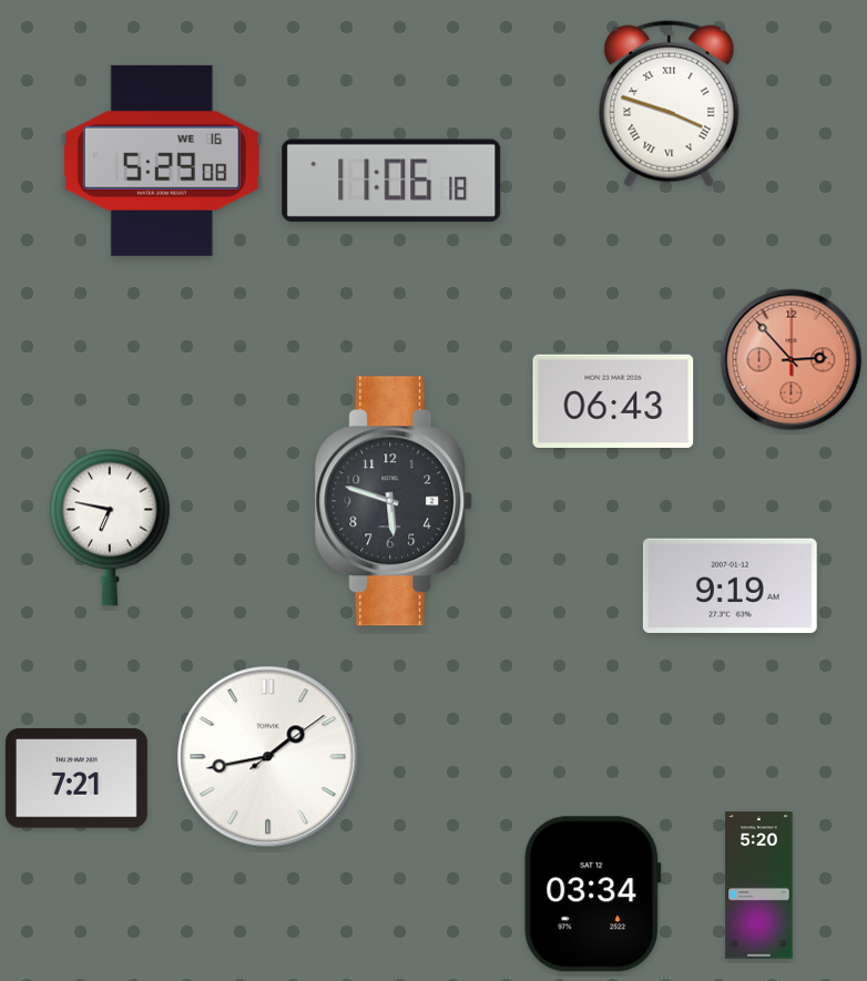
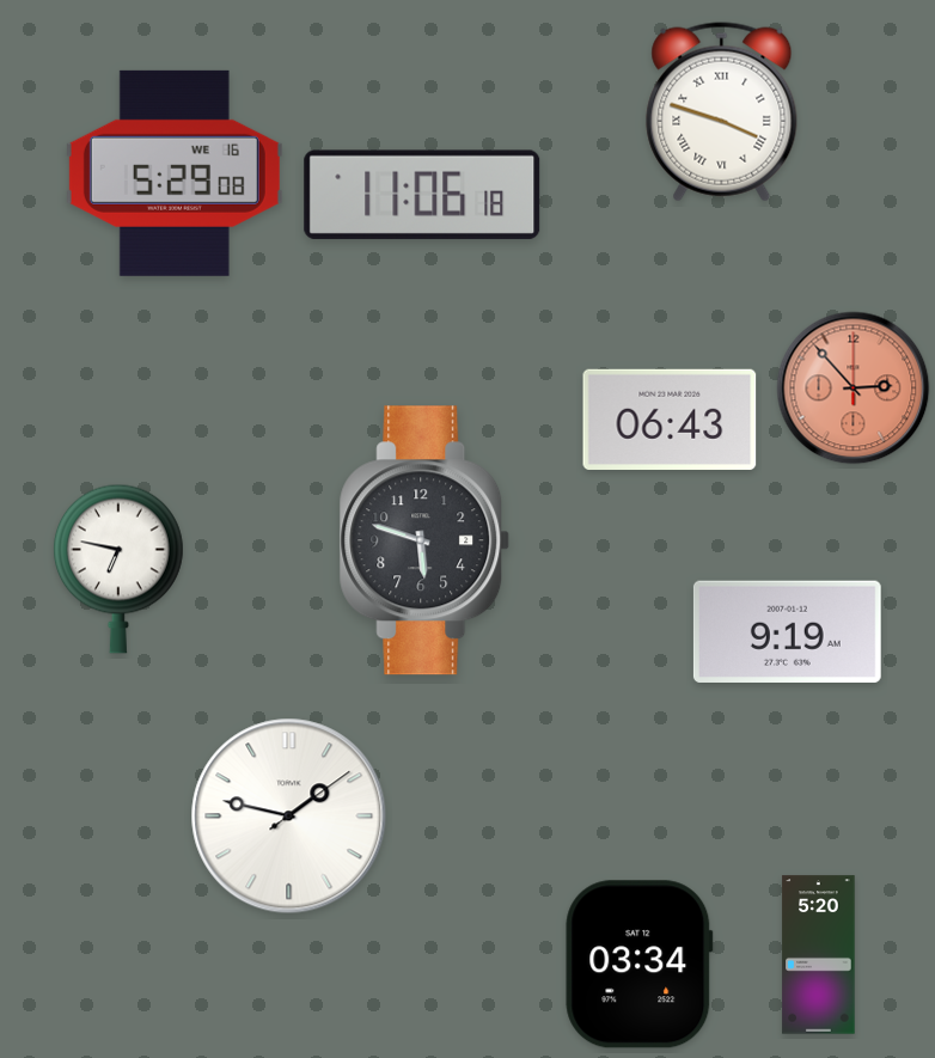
clock at (613, 401) position: (613, 401) -> (670, 420)
clock at (268, 757): 1:43 -> 1:47
clock at (76, 778): 7:21 -> none
